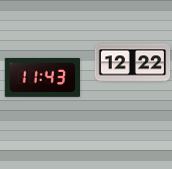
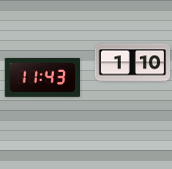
clock at (133, 63): 12:22 -> 1:10
